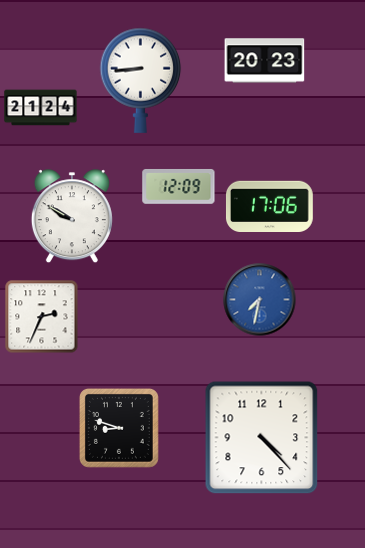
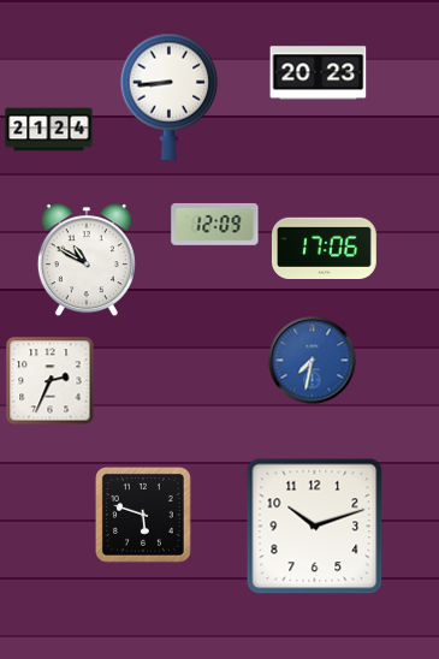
clock at (72, 217): 9:50 -> 10:50
clock at (119, 428): 8:48 -> 5:48
clock at (262, 438): 4:23 -> 10:12
